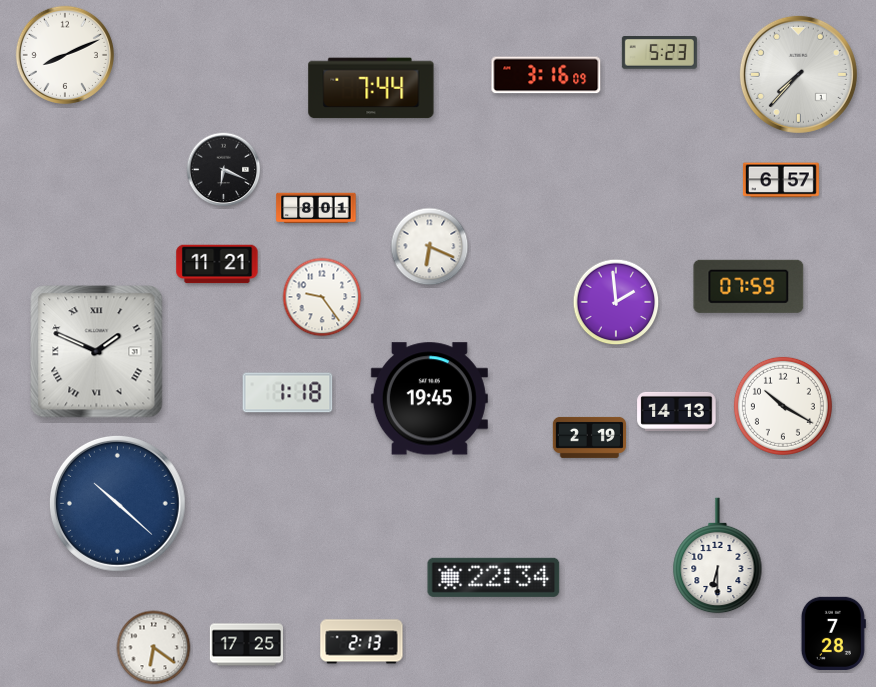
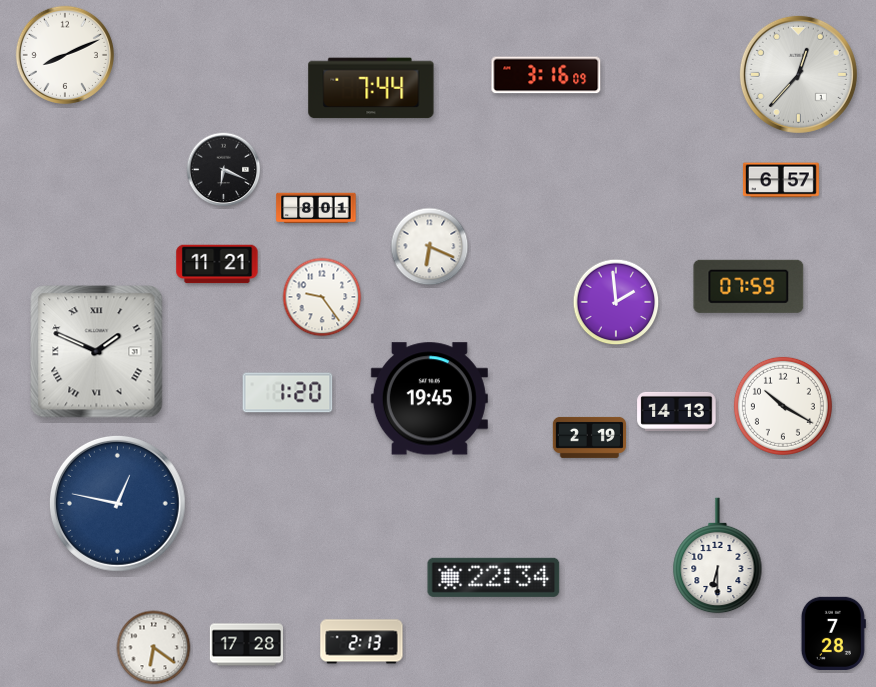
clock at (659, 53): 5:23 -> none
clock at (798, 74): 7:37 -> 12:37
clock at (288, 393): 1:18 -> 1:20
clock at (117, 503): 10:22 -> 12:47
clock at (246, 645): 17:25 -> 17:28
